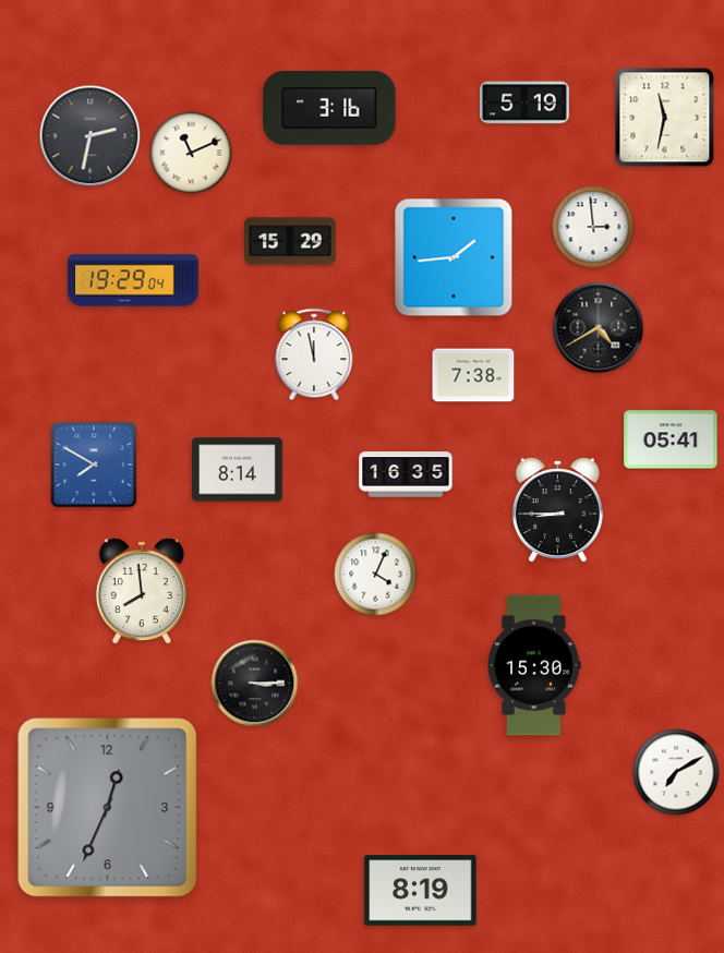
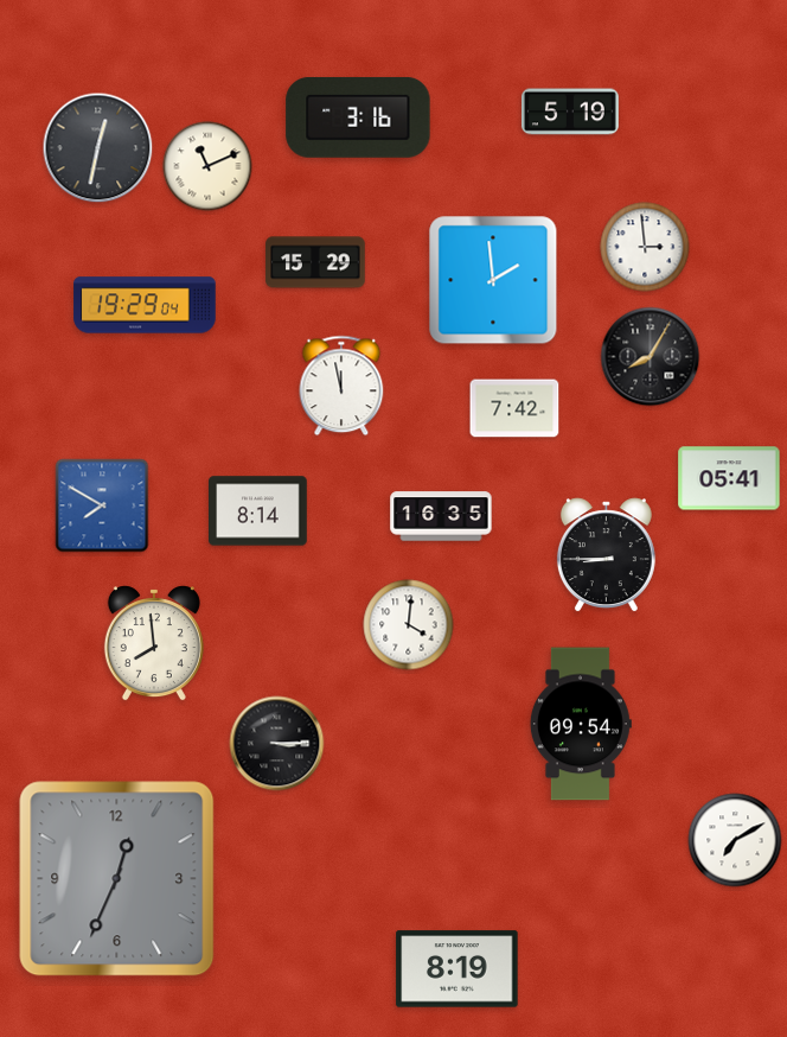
clock at (665, 118): 11:32 -> none
clock at (90, 136): 2:32 -> 12:32
clock at (454, 257): 1:44 -> 1:59
clock at (599, 328): 4:40 -> 8:05
clock at (473, 375): 7:38 -> 7:42
clock at (376, 575): 4:04 -> 4:01
clock at (534, 665): 15:30 -> 09:54
